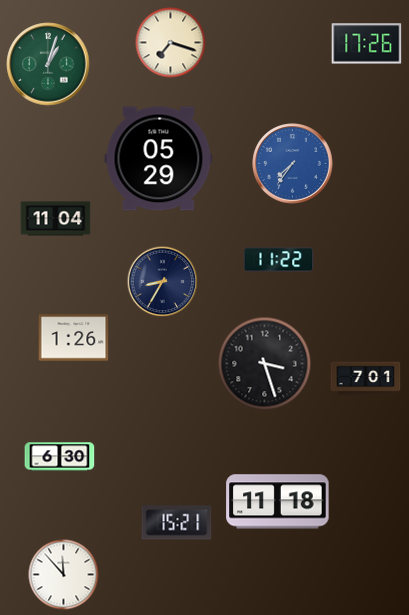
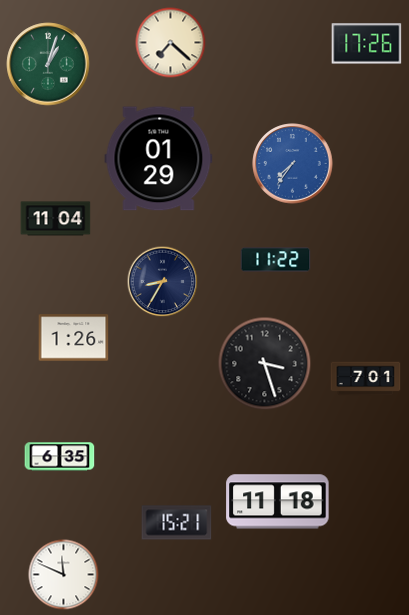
clock at (171, 43): 7:18 -> 7:22
clock at (159, 159): 05:29 -> 01:29
clock at (279, 260) position: (279, 260) -> (276, 260)
clock at (60, 457): 6:30 -> 6:35
clock at (64, 575): 11:53 -> 11:49
